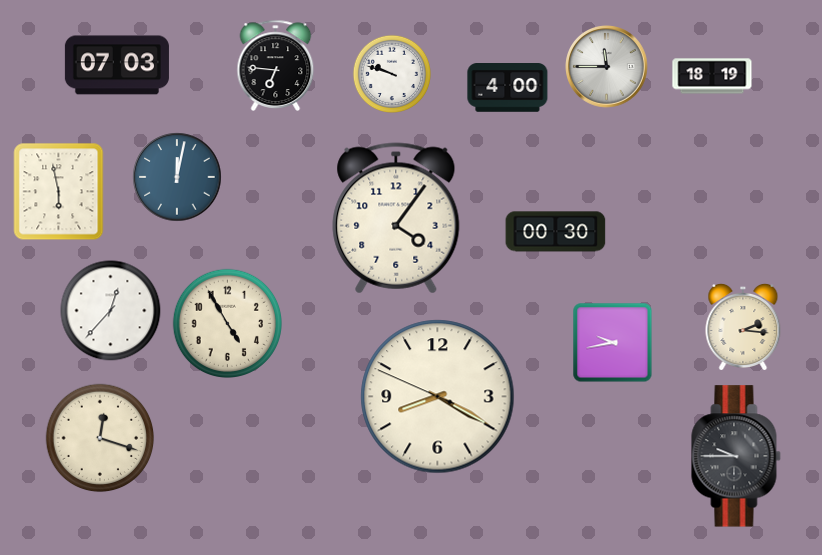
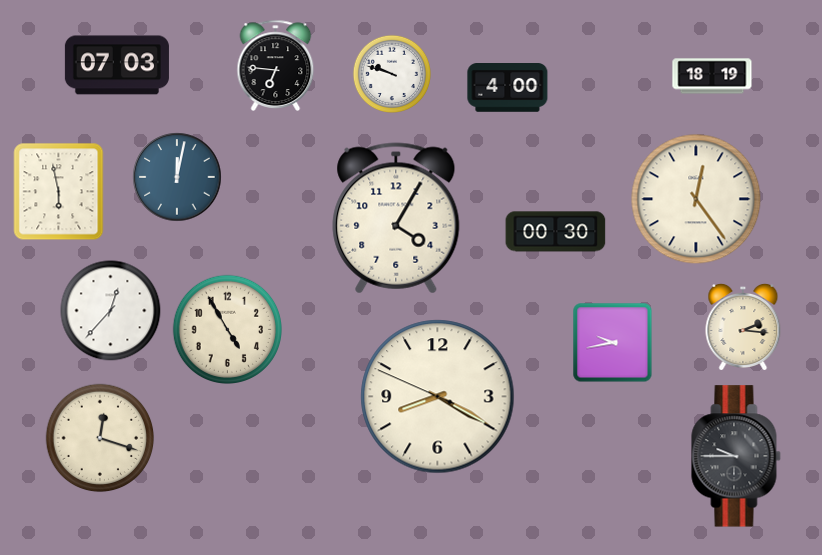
clock at (607, 67): 11:45 -> none
clock at (696, 199): none -> 12:24
clock at (396, 218): 4:06 -> 4:05
clock at (227, 323) position: (227, 323) -> (227, 329)
